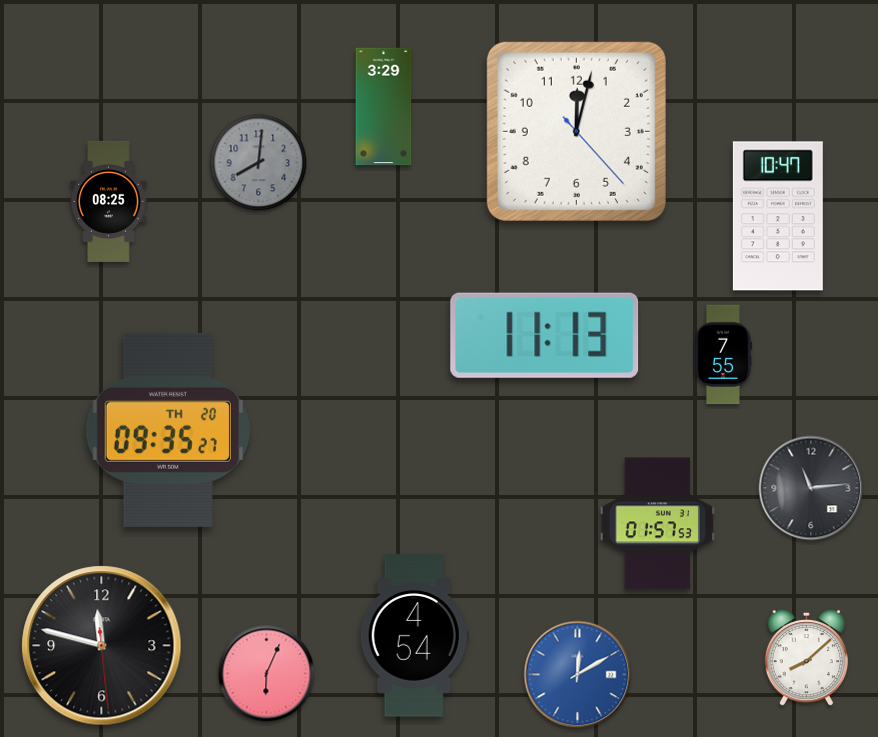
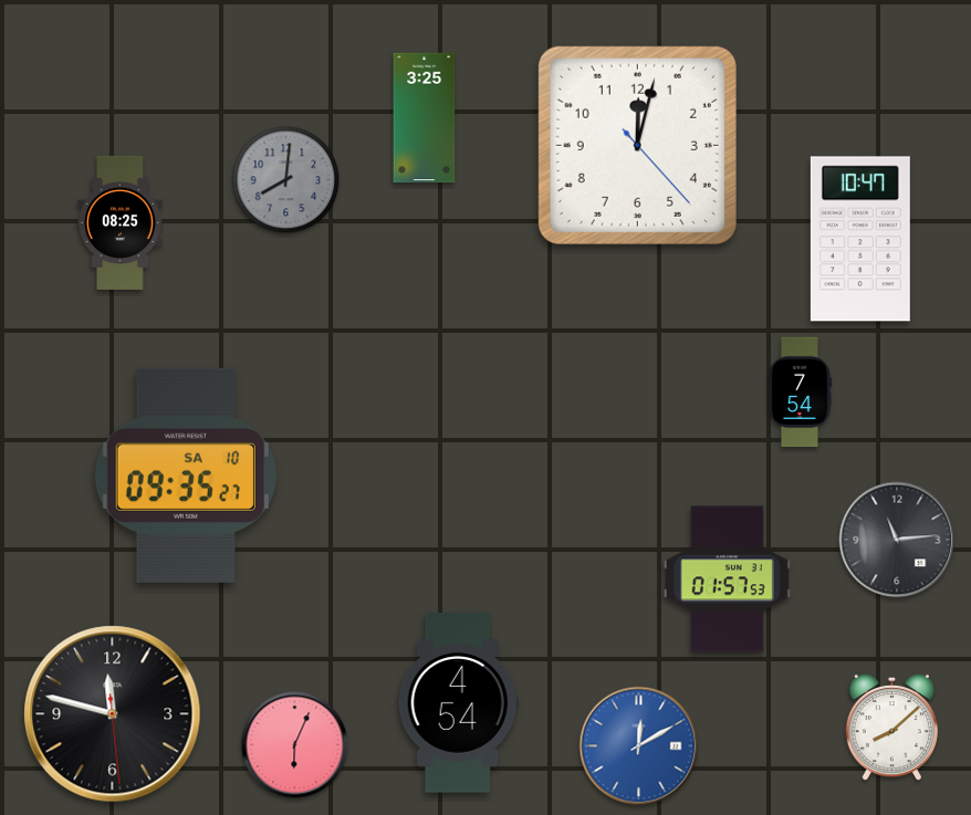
clock at (384, 107): 3:29 -> 3:25
clock at (545, 335): 11:13 -> none
clock at (723, 355): 7:55 -> 7:54
clock at (168, 430) date: TH 20 -> SA 10
